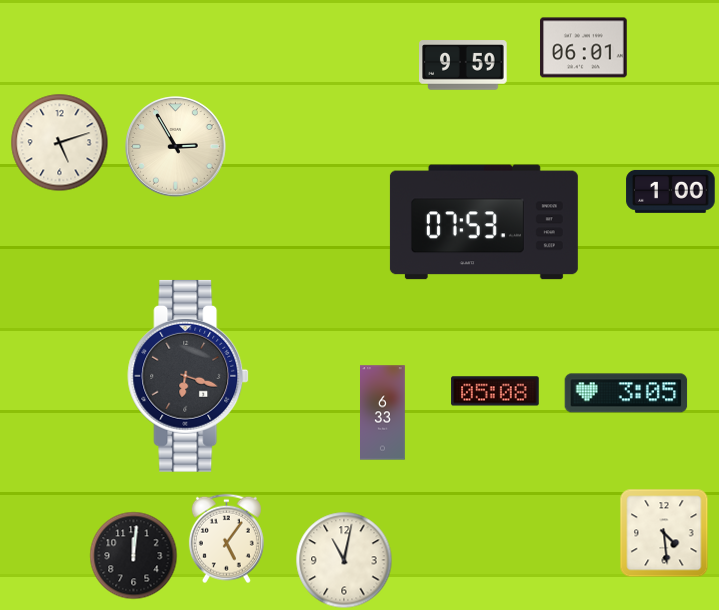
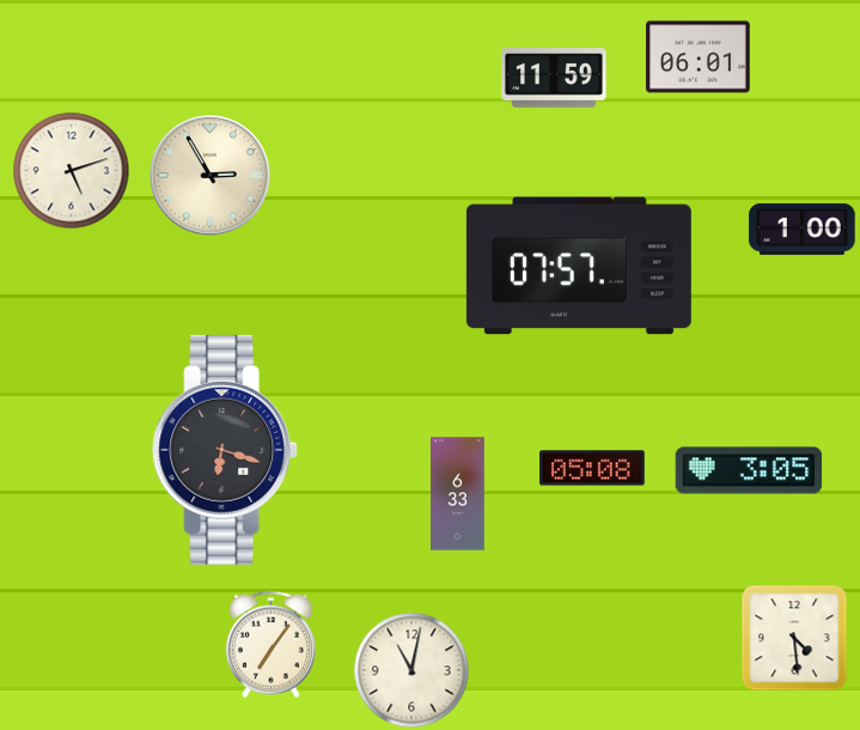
clock at (463, 65): 9:59 -> 11:59
clock at (484, 222): 07:53 -> 07:57
clock at (226, 538): 5:06 -> 7:06
clock at (133, 555): 12:01 -> none
